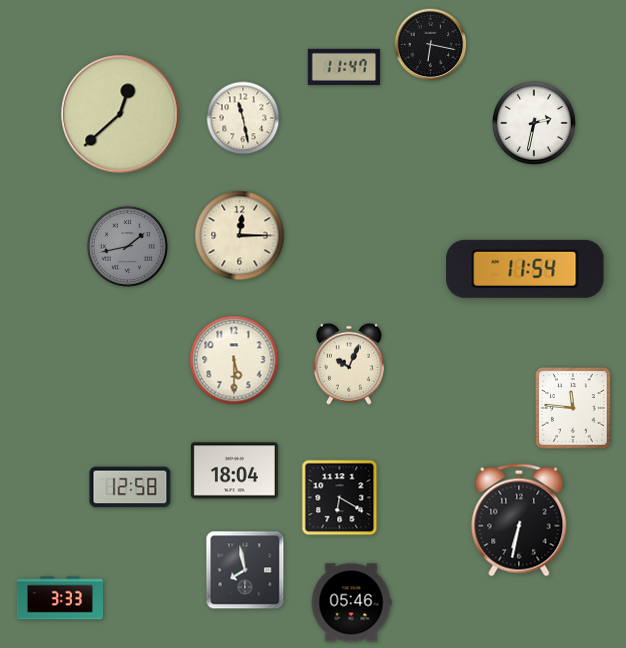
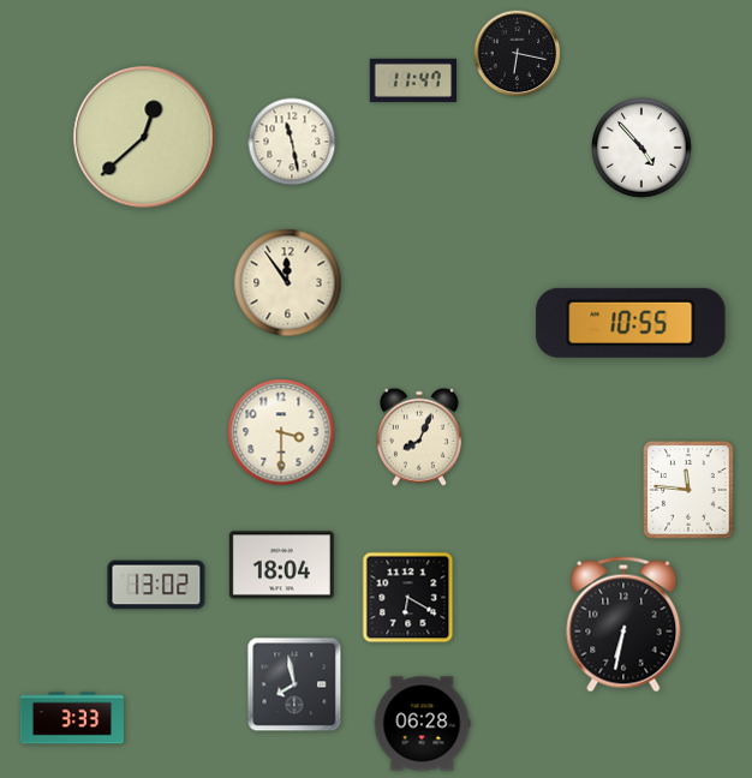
clock at (535, 124): 2:32 -> 4:53
clock at (240, 236): 12:15 -> 11:54
clock at (127, 246): 1:43 -> none
clock at (525, 269): 11:54 -> 10:55
clock at (234, 360): 5:30 -> 3:30
clock at (349, 364): 10:04 -> 8:04
clock at (130, 487): 12:58 -> 13:02
clock at (351, 603): 05:46 -> 06:28
